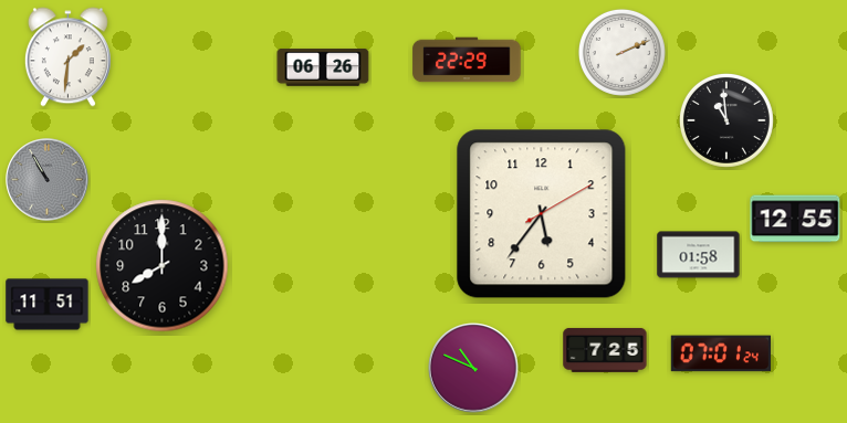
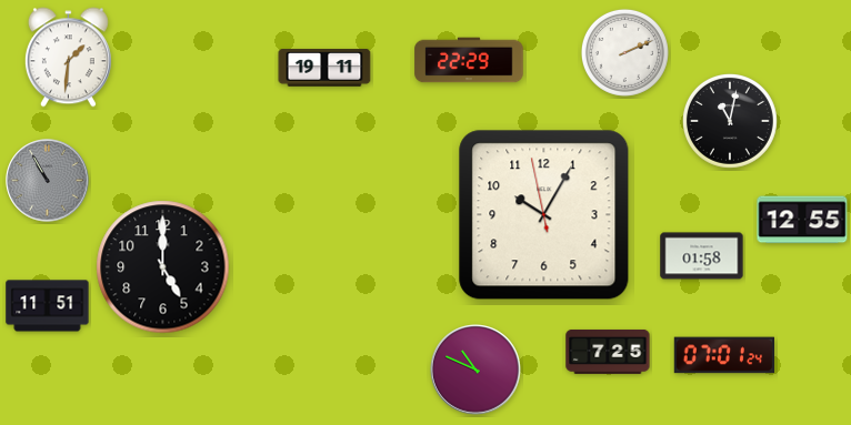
clock at (323, 67): 06:26 -> 19:11
clock at (726, 120): 10:59 -> 11:02
clock at (542, 214): 5:36 -> 10:04
clock at (795, 219) position: (795, 219) -> (802, 220)
clock at (163, 266): 8:00 -> 5:00
